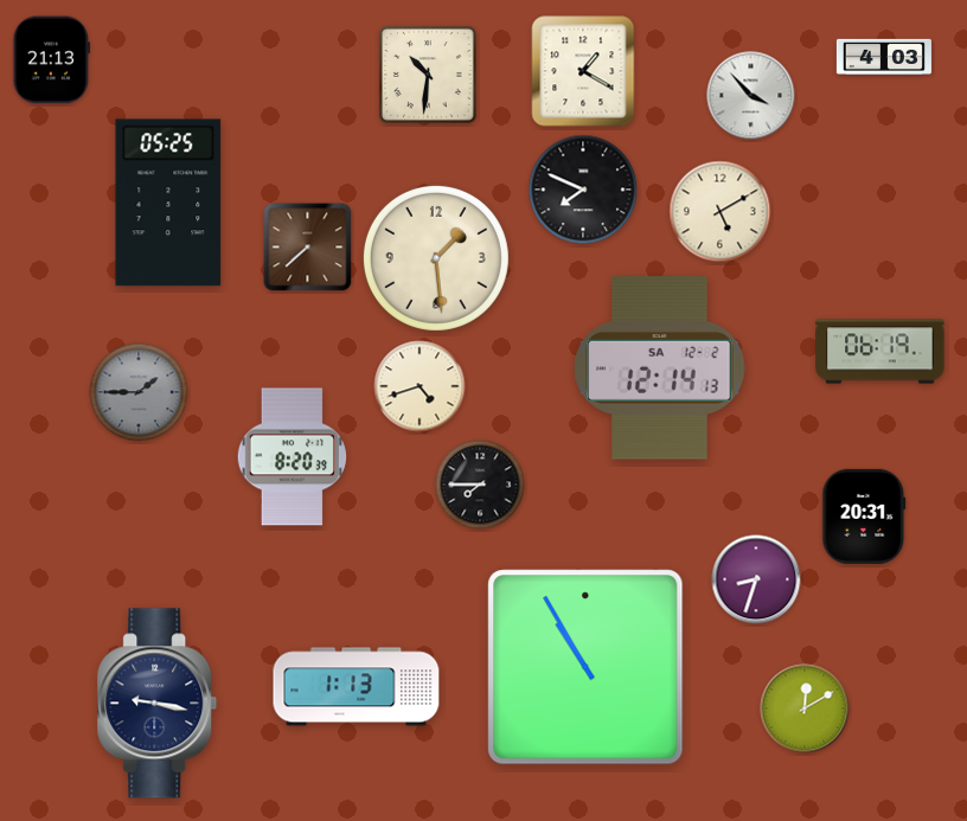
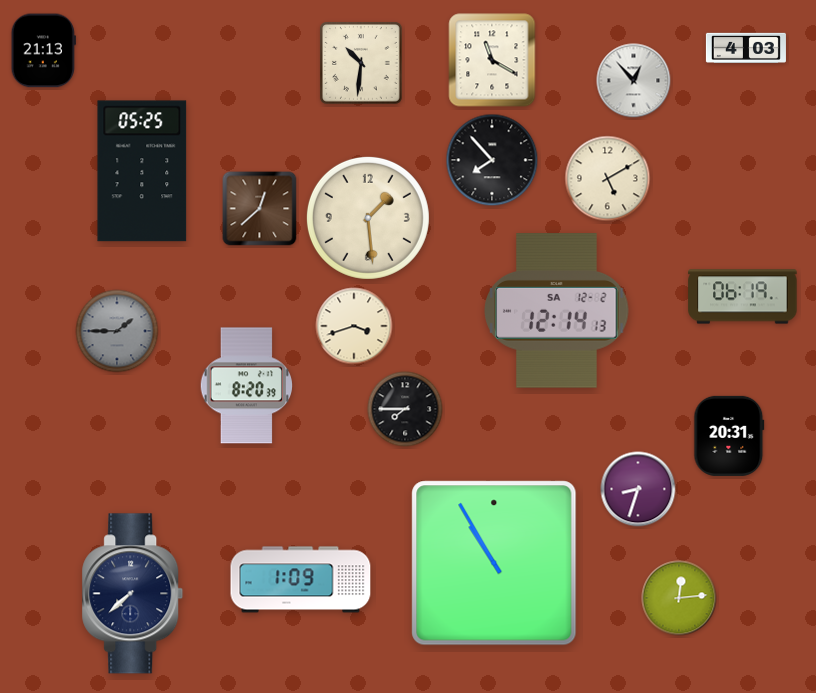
clock at (583, 71): 1:20 -> 11:20
clock at (751, 96): 3:53 -> 12:53
clock at (583, 190): 7:49 -> 7:53
clock at (308, 248): 7:38 -> 12:38
clock at (420, 386): 4:42 -> 3:42
clock at (357, 687): 1:13 -> 1:09
clock at (158, 704): 9:17 -> 7:38
clock at (805, 708): 12:10 -> 12:14
